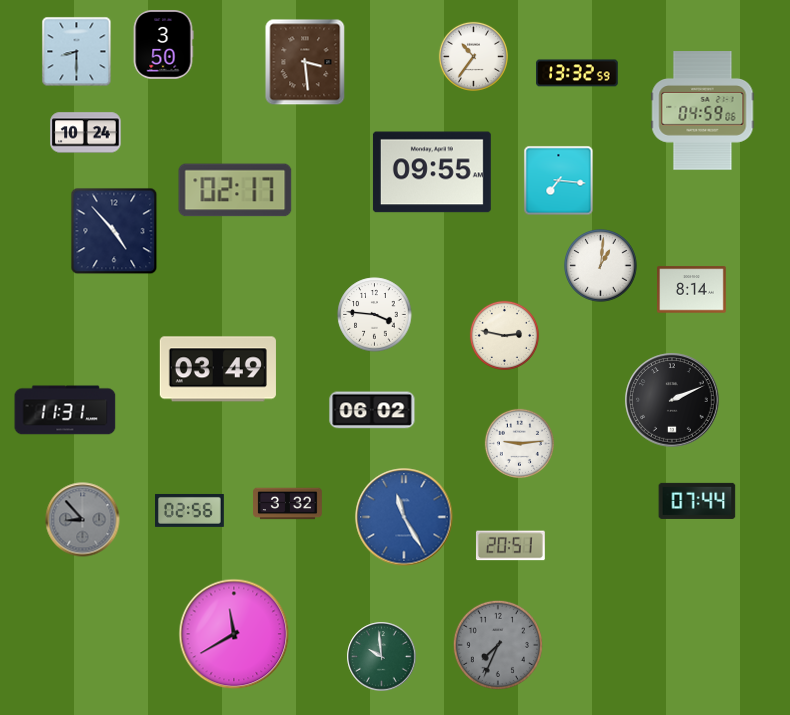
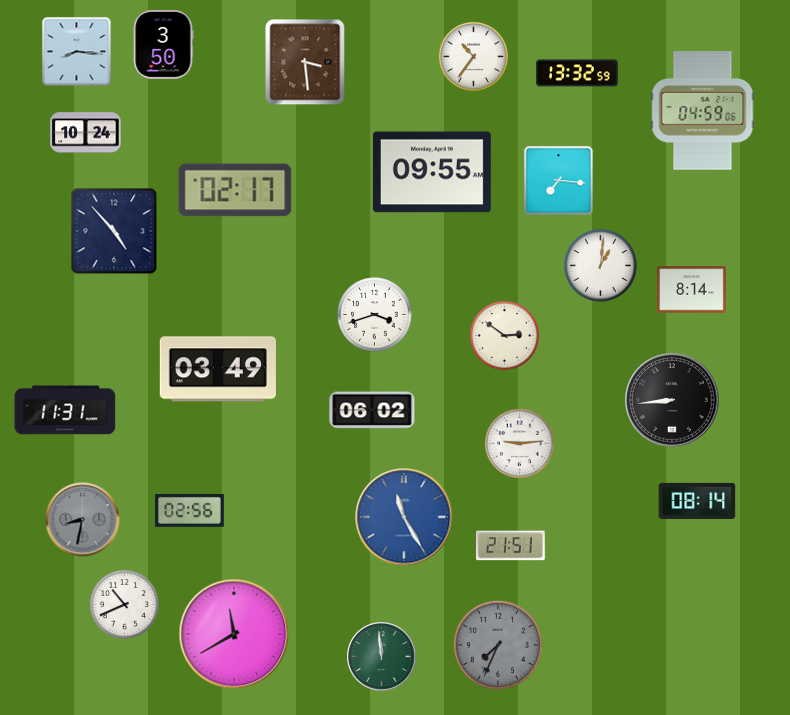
clock at (77, 52): 8:30 -> 8:16
clock at (375, 315): 3:46 -> 3:42
clock at (504, 335): 2:47 -> 2:51
clock at (672, 400): 2:11 -> 8:44
clock at (697, 501): 07:44 -> 08:14
clock at (288, 504): 3:32 -> none
clock at (83, 520): 8:53 -> 8:32
clock at (510, 546): 20:51 -> 21:51
clock at (124, 604): none -> 10:41
clock at (382, 657): 9:59 -> 11:59
